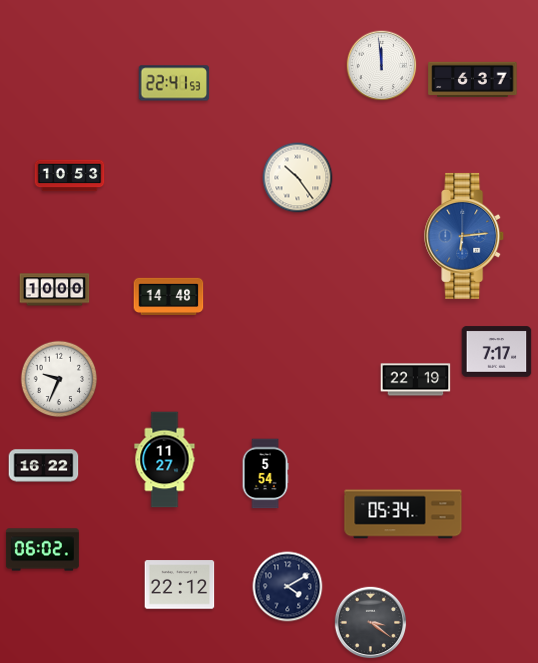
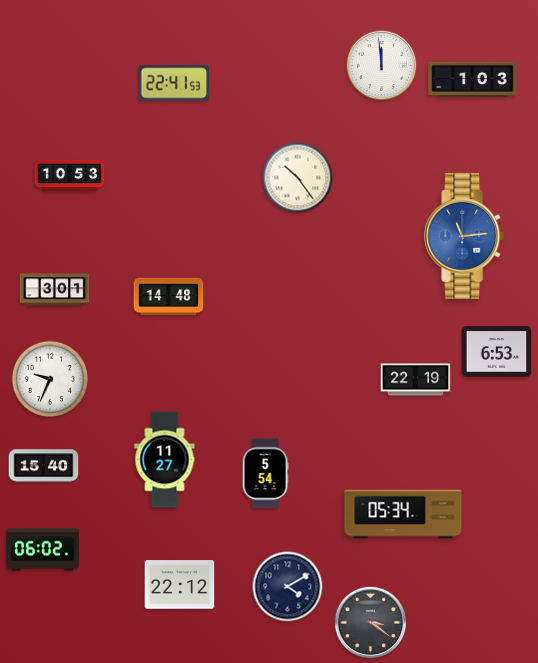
clock at (473, 80): 6:37 -> 1:03
clock at (465, 236): 6:14 -> 11:14
clock at (55, 290): 10:00 -> 3:01
clock at (497, 352): 7:17 -> 6:53
clock at (59, 379) position: (59, 379) -> (50, 379)
clock at (44, 466): 16:22 -> 15:40
